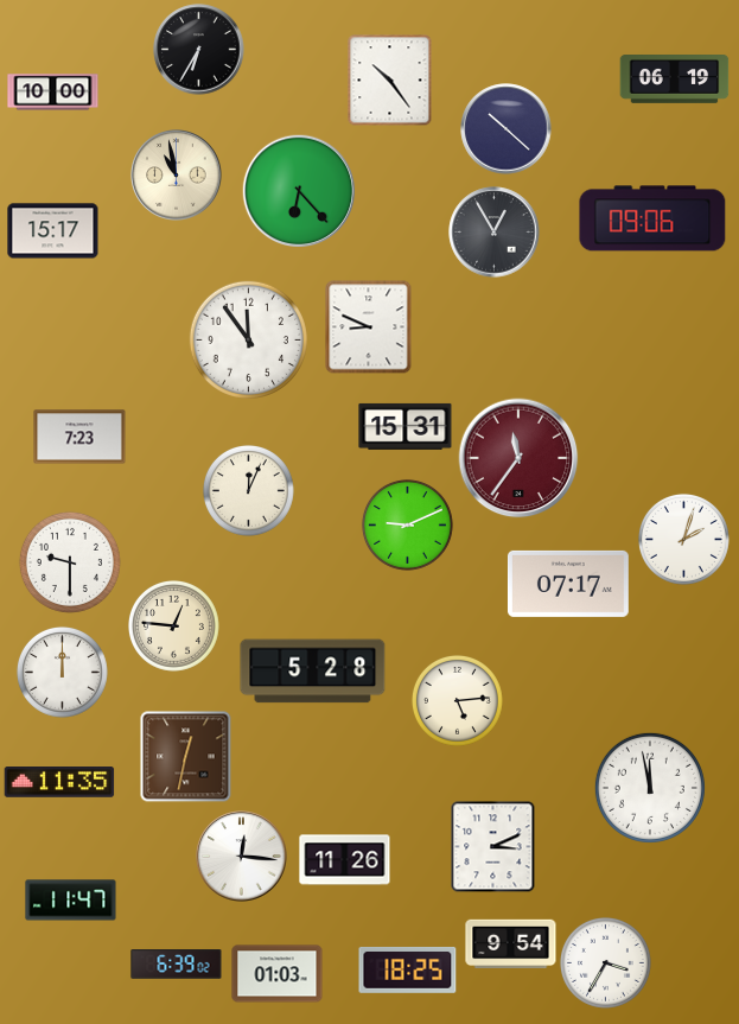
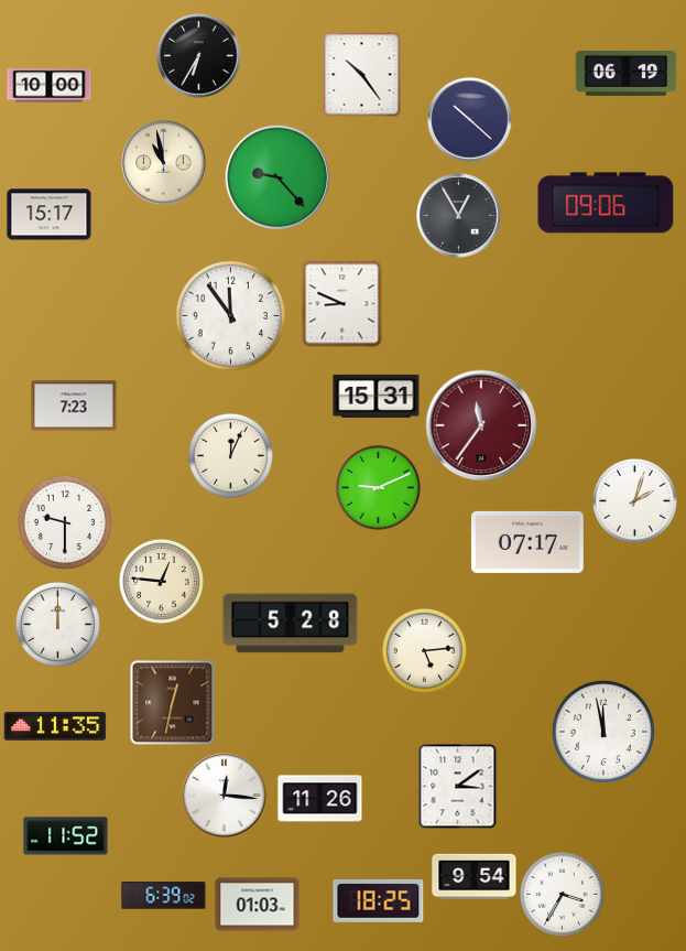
clock at (199, 50) position: (199, 50) -> (199, 56)
clock at (298, 190): 6:23 -> 9:23
clock at (493, 846): 3:11 -> 3:09
clock at (71, 901): 11:47 -> 11:52
